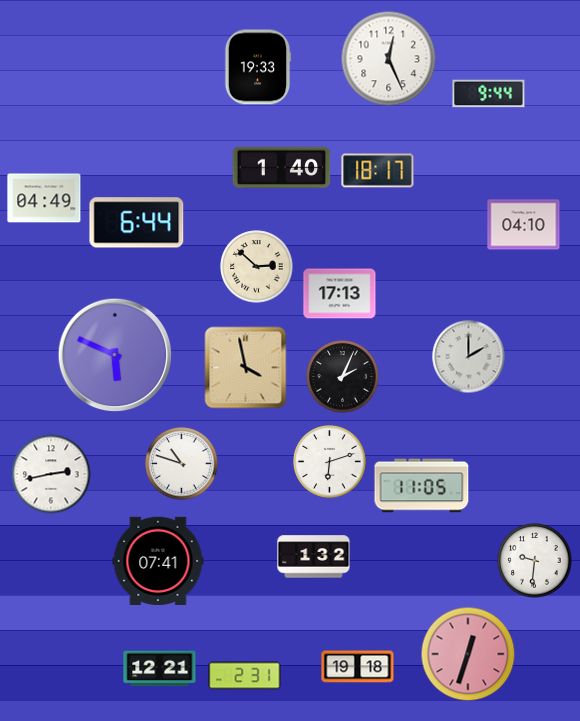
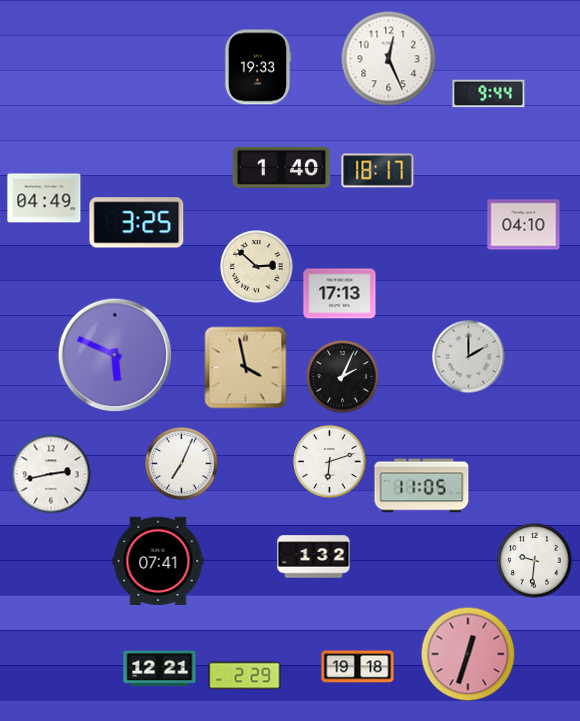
clock at (137, 223): 6:44 -> 3:25
clock at (182, 464): 10:48 -> 7:04
clock at (245, 676): 2:31 -> 2:29
